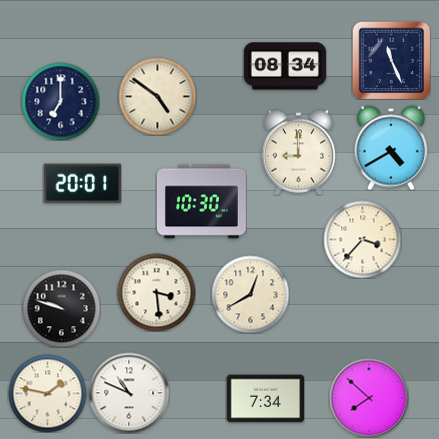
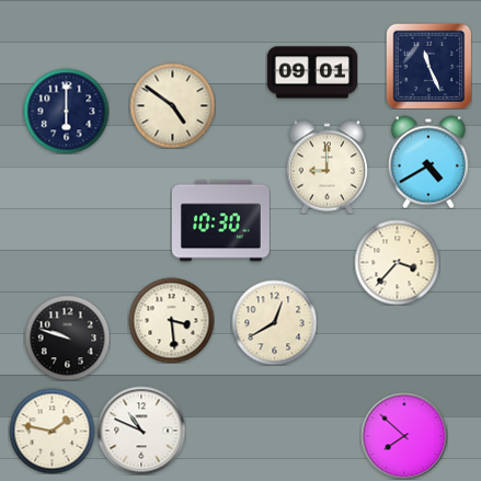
clock at (285, 66): 08:34 -> 09:01
clock at (60, 101): 7:00 -> 6:00
clock at (82, 184): 20:01 -> none
clock at (265, 399): 7:34 -> none
